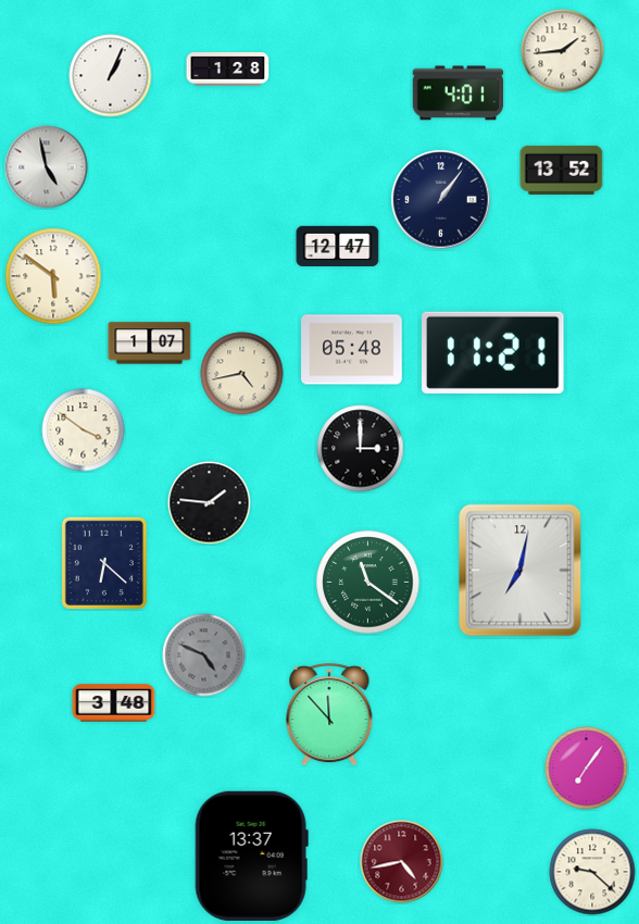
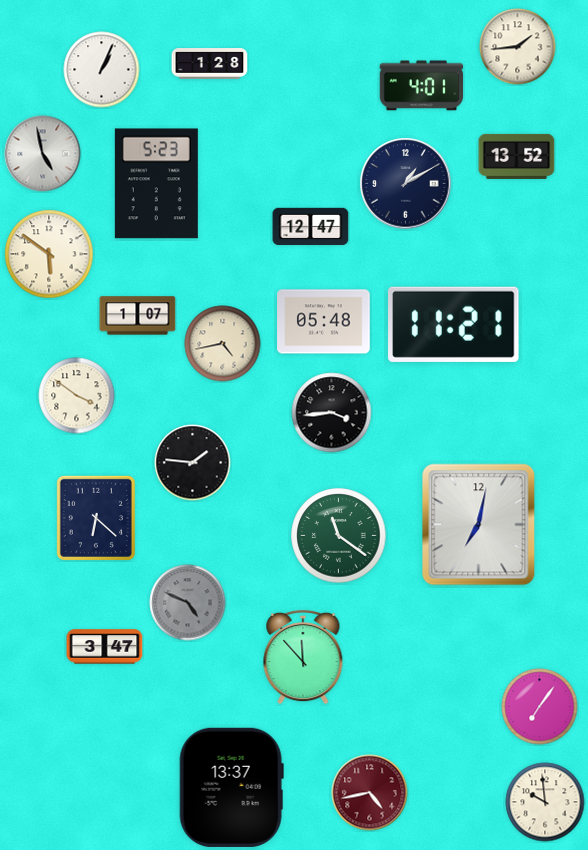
clock at (156, 184): none -> 5:23
clock at (441, 200): 1:06 -> 1:10
clock at (361, 449): 3:00 -> 3:44
clock at (114, 703): 3:48 -> 3:47
clock at (592, 872): 9:22 -> 9:59
